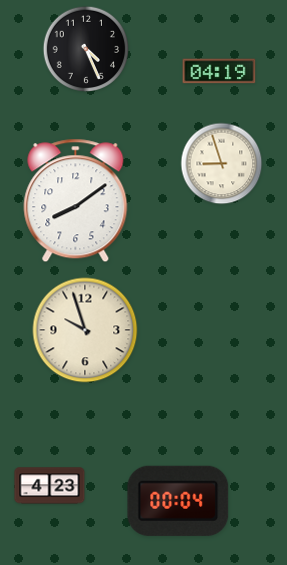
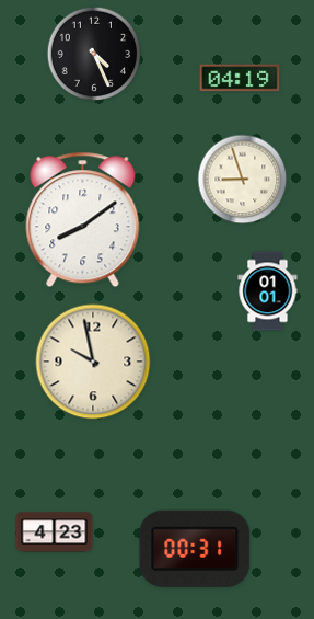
clock at (268, 291): none -> 01:01
clock at (85, 330): 9:57 -> 9:58
clock at (178, 501): 00:04 -> 00:31
